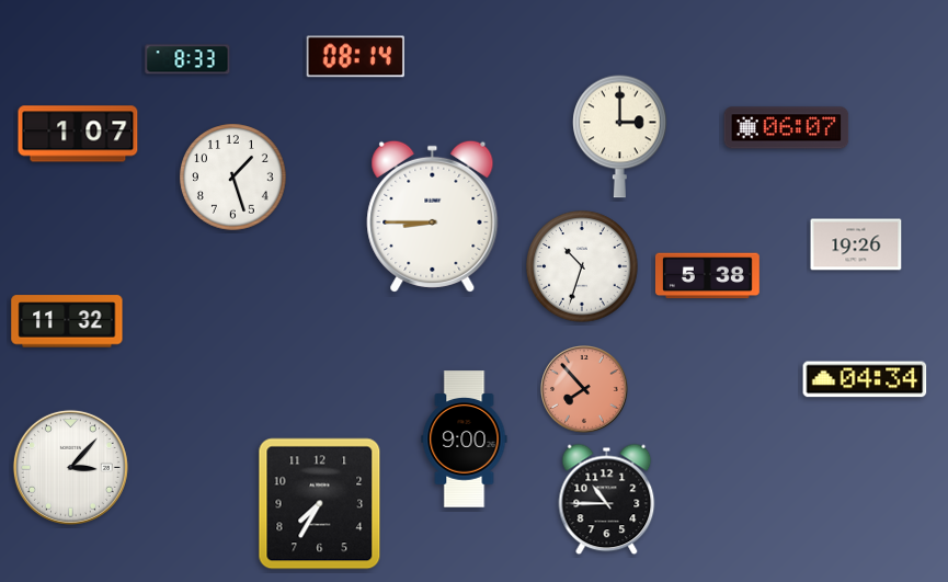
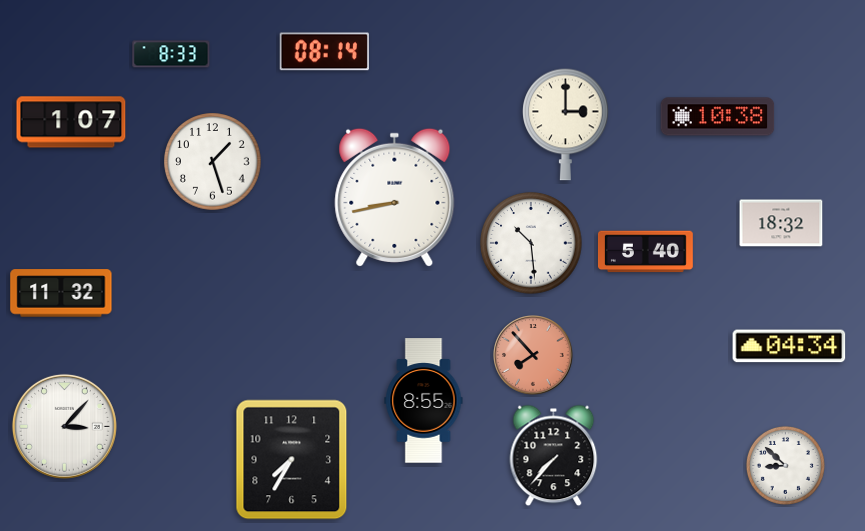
clock at (787, 128): 06:07 -> 10:38
clock at (433, 216): 8:45 -> 8:43
clock at (856, 244): 19:26 -> 18:32
clock at (582, 266): 10:33 -> 10:29
clock at (707, 276): 5:38 -> 5:40
clock at (465, 440): 9:00 -> 8:55
clock at (607, 500): 10:45 -> 7:37
clock at (785, 465): none -> 8:52
